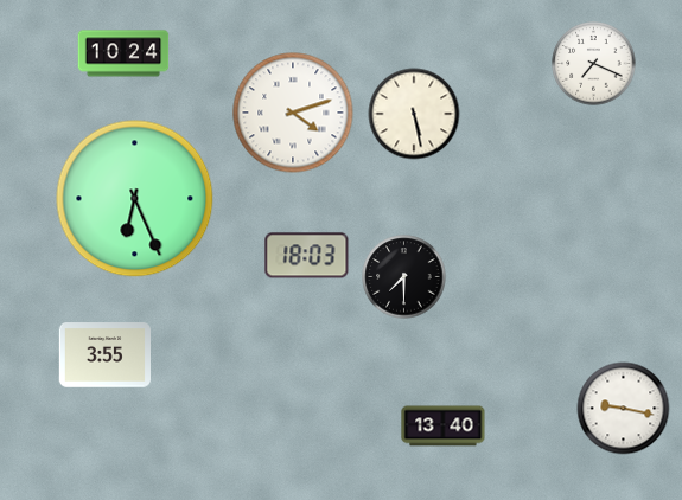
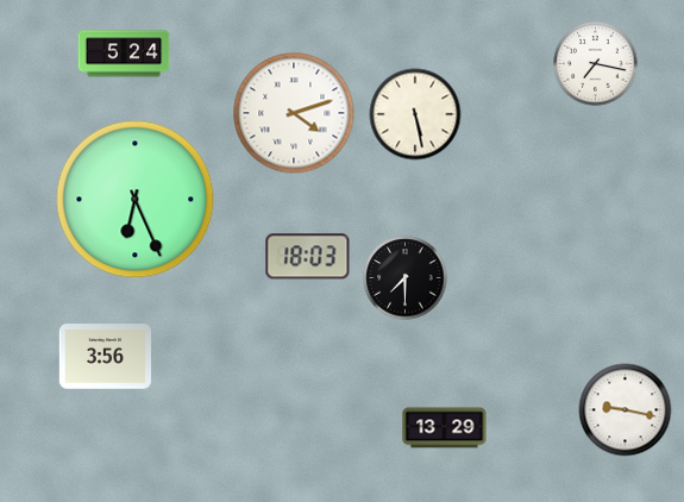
clock at (123, 53): 10:24 -> 5:24
clock at (594, 64): 7:19 -> 7:17
clock at (104, 355): 3:55 -> 3:56
clock at (444, 427): 13:40 -> 13:29
